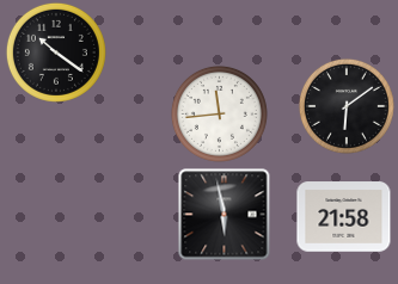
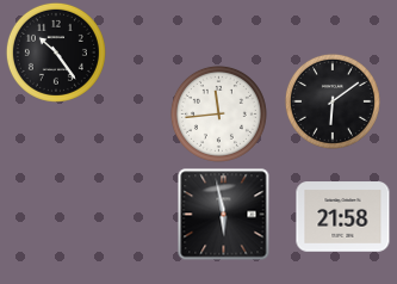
clock at (56, 53): 10:21 -> 10:24
clock at (347, 106) position: (347, 106) -> (333, 101)
